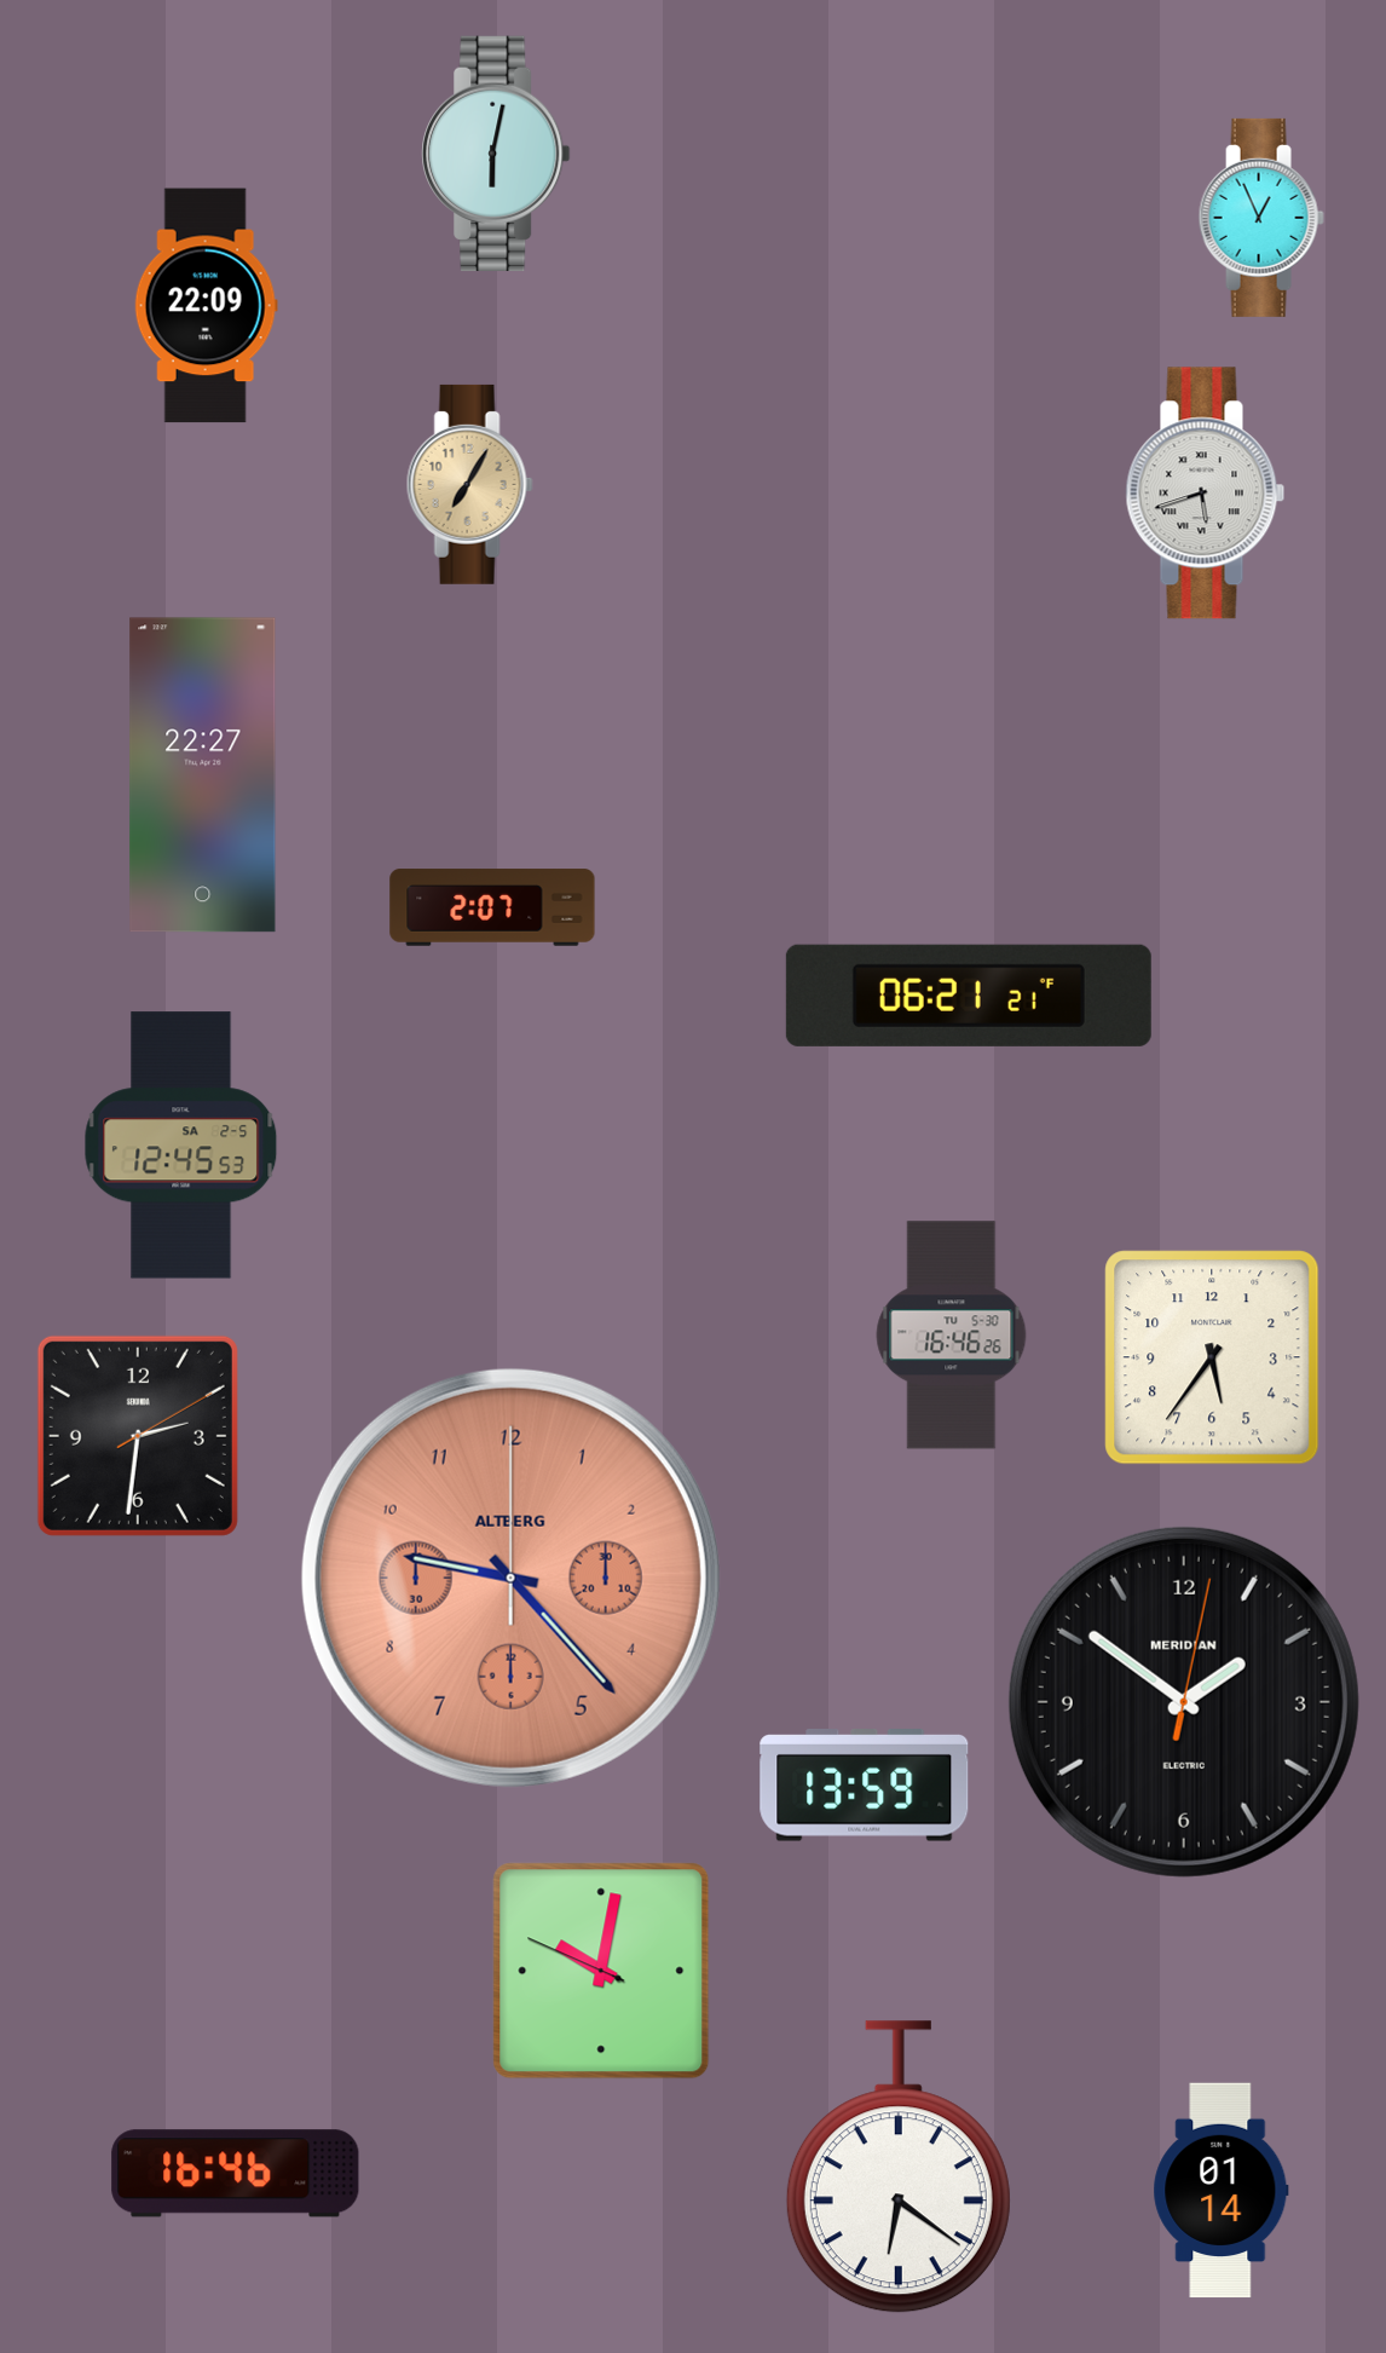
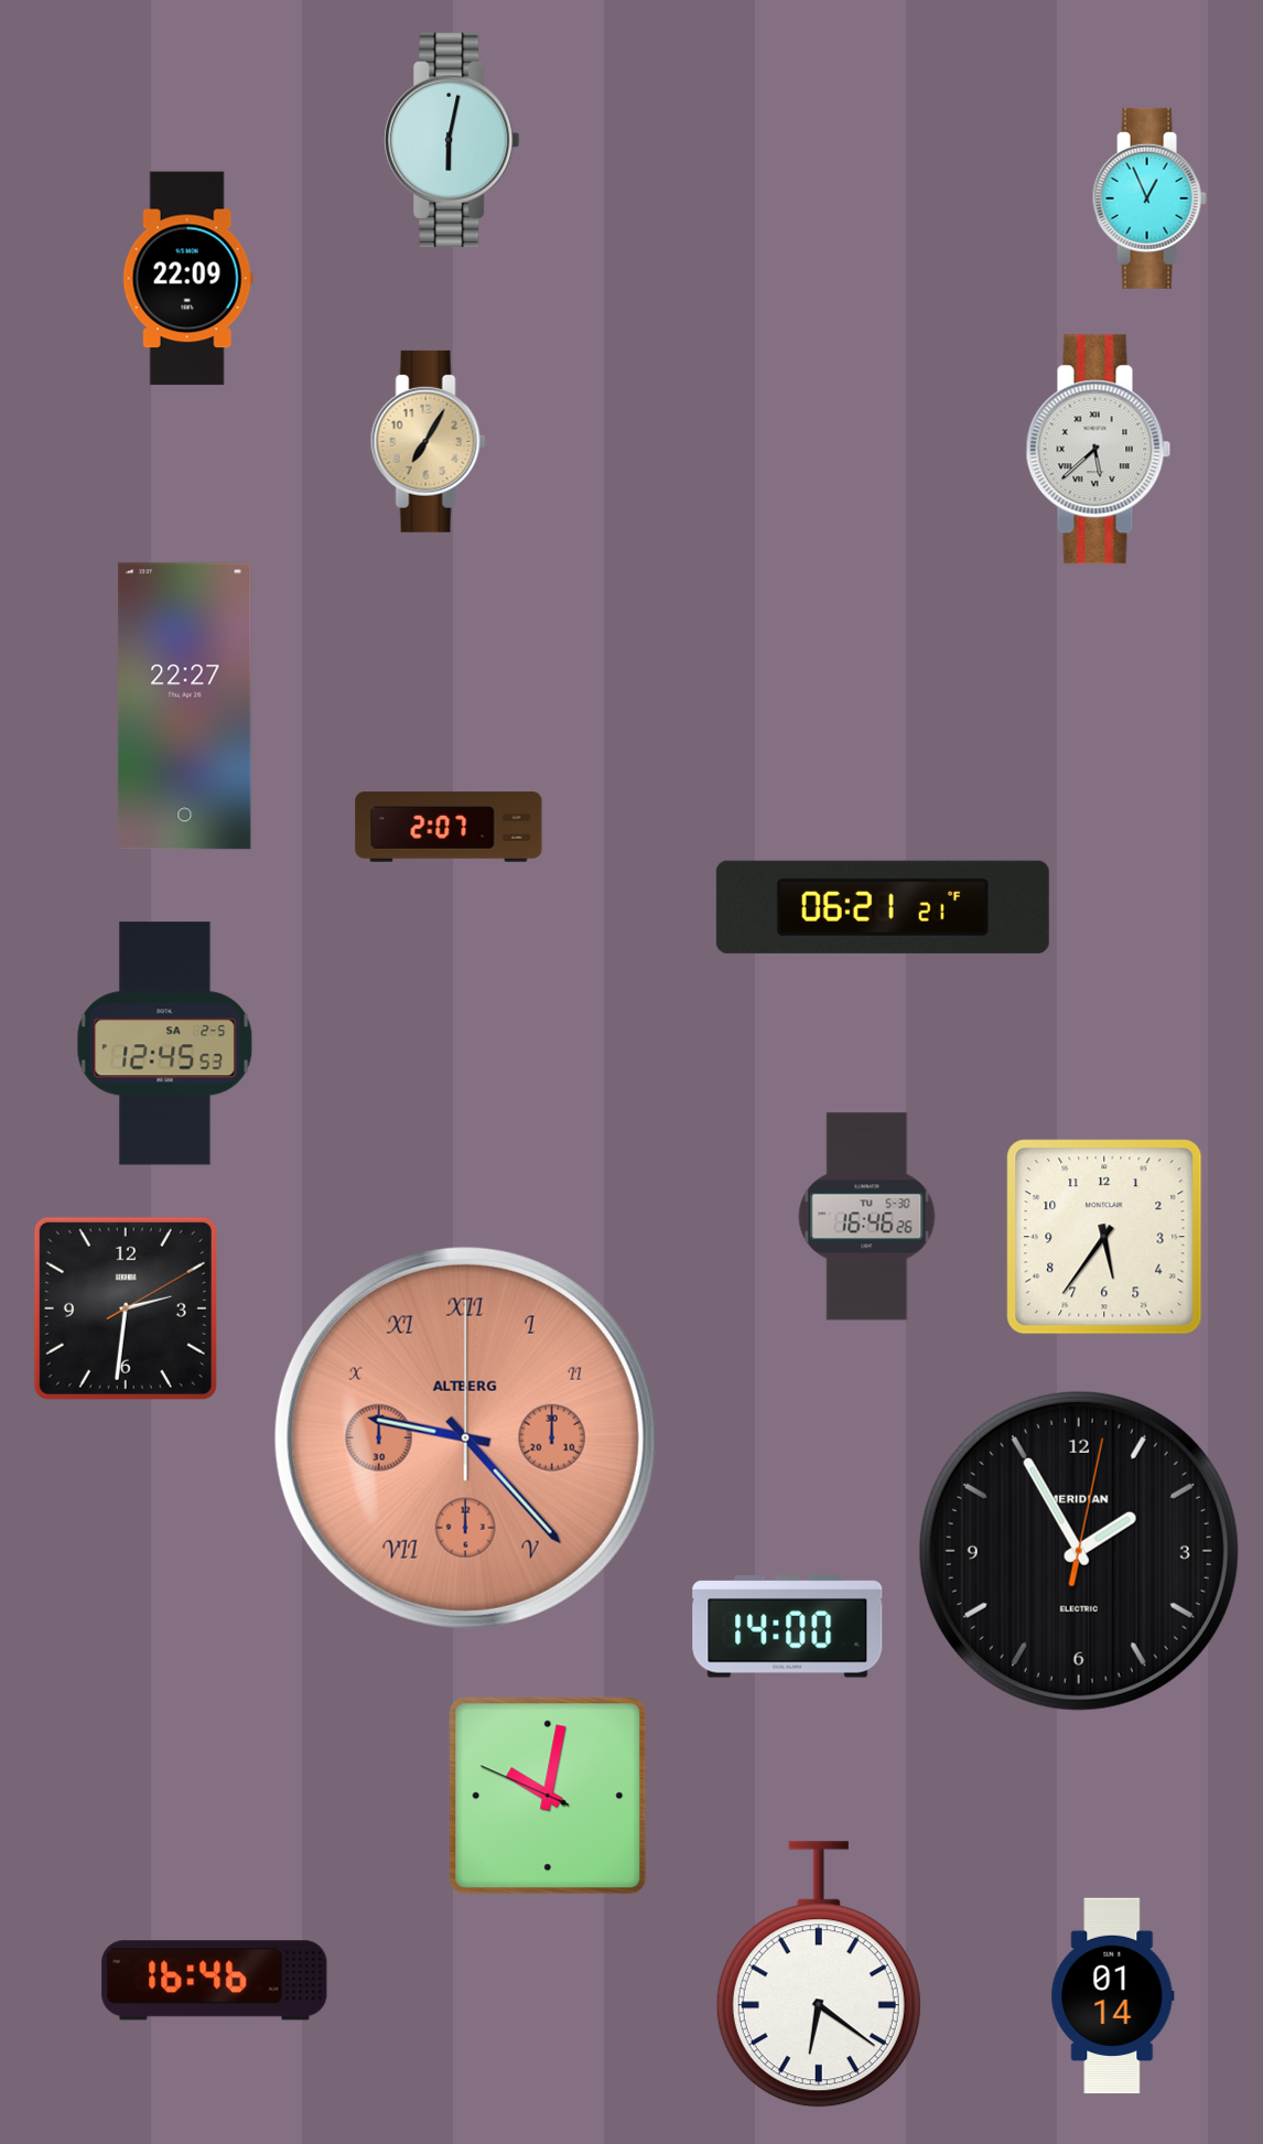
clock at (1206, 494): 5:42 -> 5:38
clock at (510, 1578) numerals: Arabic -> Roman
clock at (1184, 1702): 1:51 -> 1:55
clock at (865, 1786): 13:59 -> 14:00
